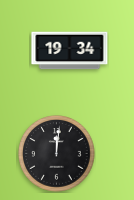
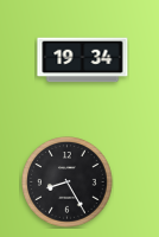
clock at (57, 154): 12:01 -> 8:25
